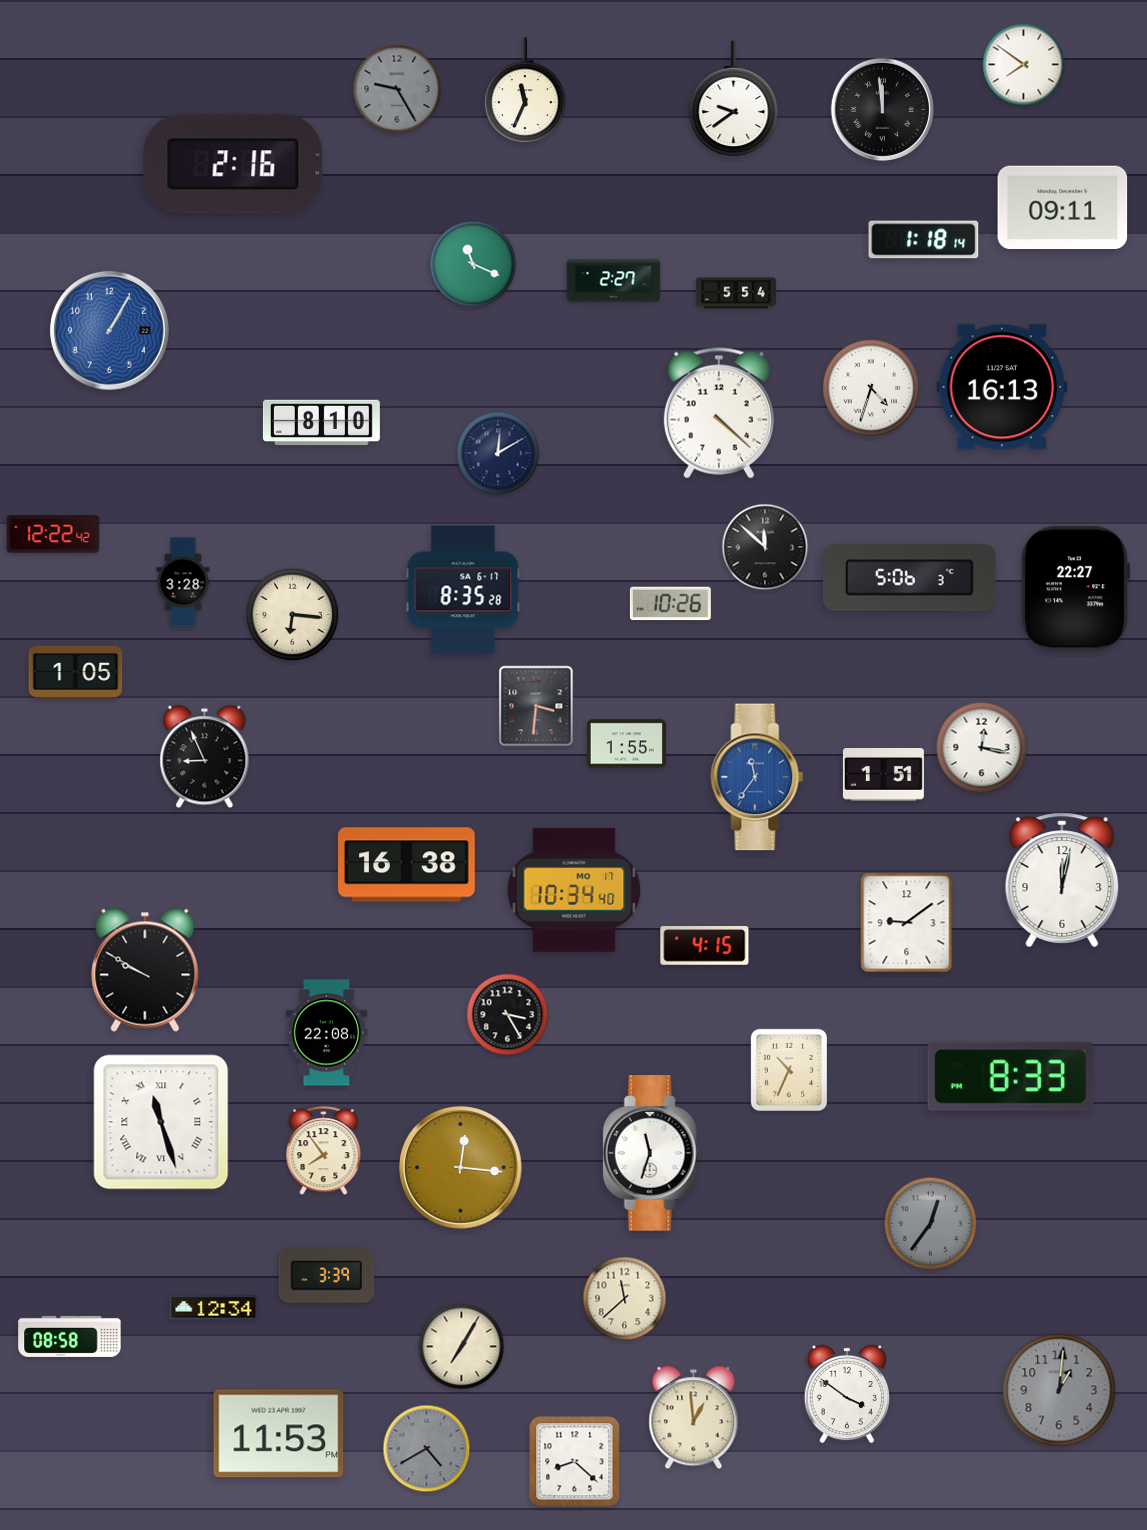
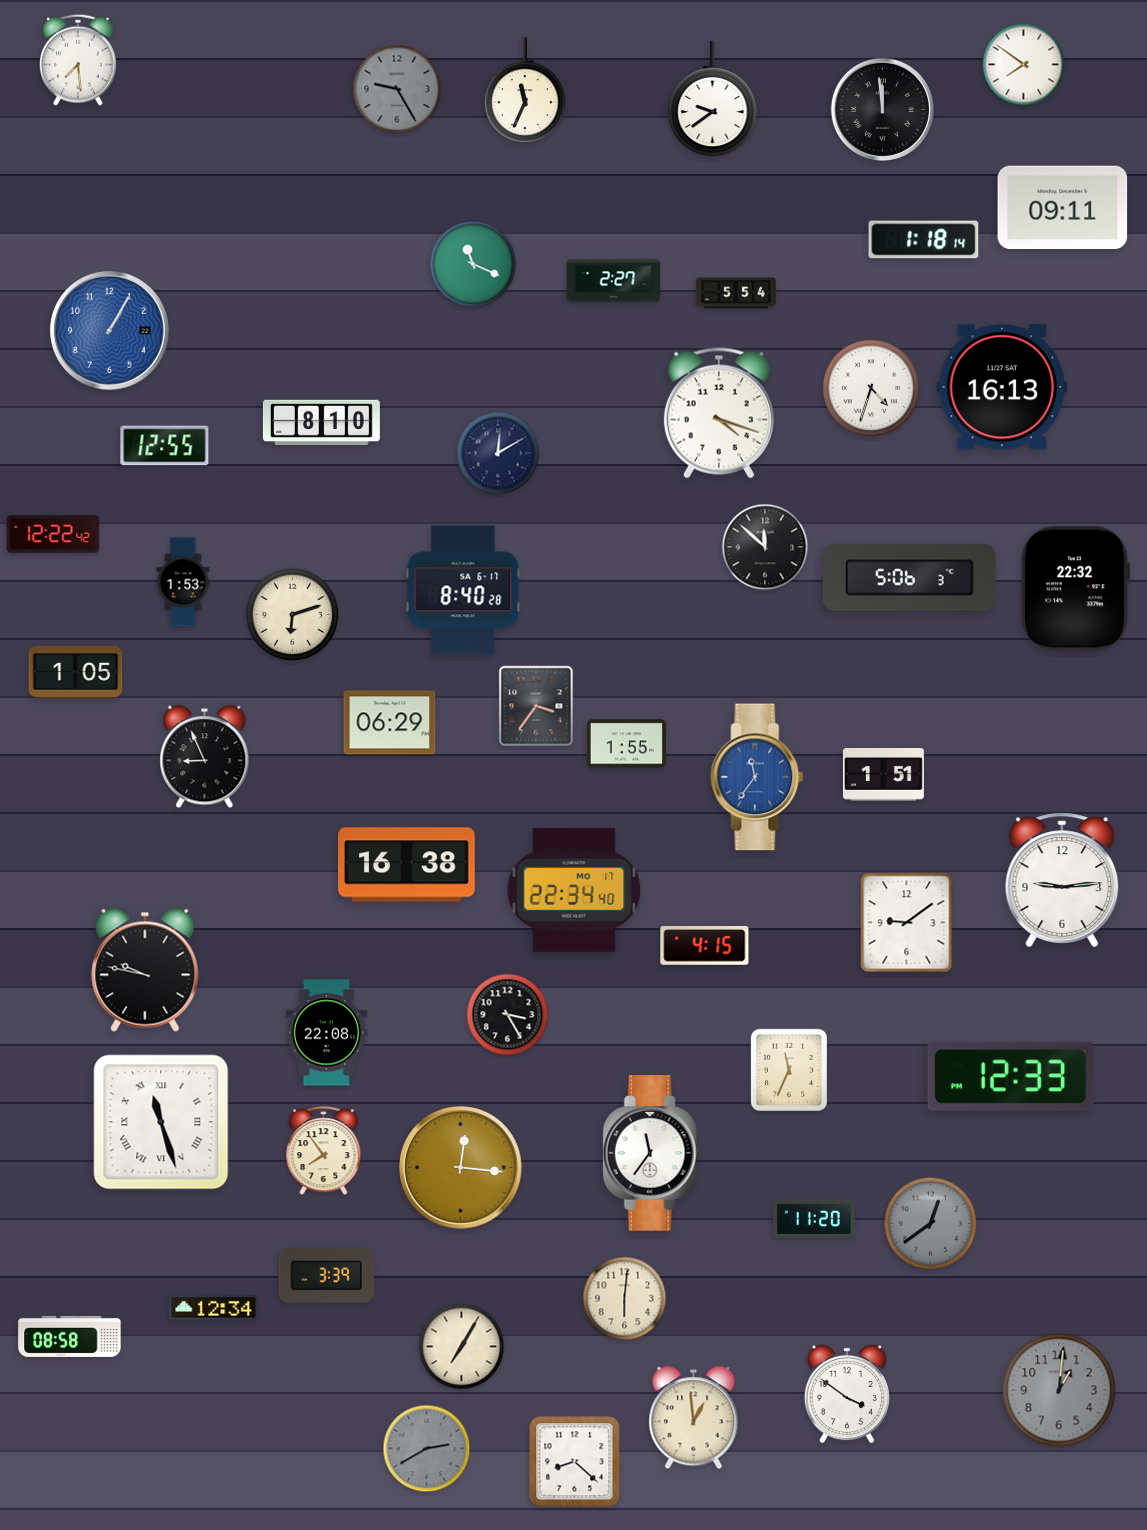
clock at (79, 60): none -> 7:29
clock at (734, 99) position: (734, 99) -> (713, 99)
clock at (233, 164): 2:16 -> none
clock at (719, 413): 4:22 -> 4:18
clock at (165, 446): none -> 12:55
clock at (183, 582): 3:28 -> 1:53
clock at (1075, 589): 22:27 -> 22:32
clock at (463, 590): 8:35 -> 8:40
clock at (670, 604): 10:26 -> none
clock at (293, 615): 6:16 -> 6:12
clock at (536, 706): 3:31 -> 3:36
clock at (390, 723): none -> 06:29
clock at (982, 748): 12:17 -> none
clock at (1062, 880): 12:02 -> 9:14
clock at (574, 890): 10:34 -> 22:34
clock at (145, 970): 9:50 -> 9:47
clock at (788, 1069): 10:34 -> 11:34
clock at (1011, 1077): 8:33 -> 12:33
clock at (652, 1153): 11:33 -> 11:36
clock at (815, 1219): none -> 11:20
clock at (931, 1224): 12:36 -> 12:39
clock at (625, 1299): 11:38 -> 6:01
clock at (279, 1434): 11:53 -> none
clock at (427, 1449): 4:40 -> 2:40
